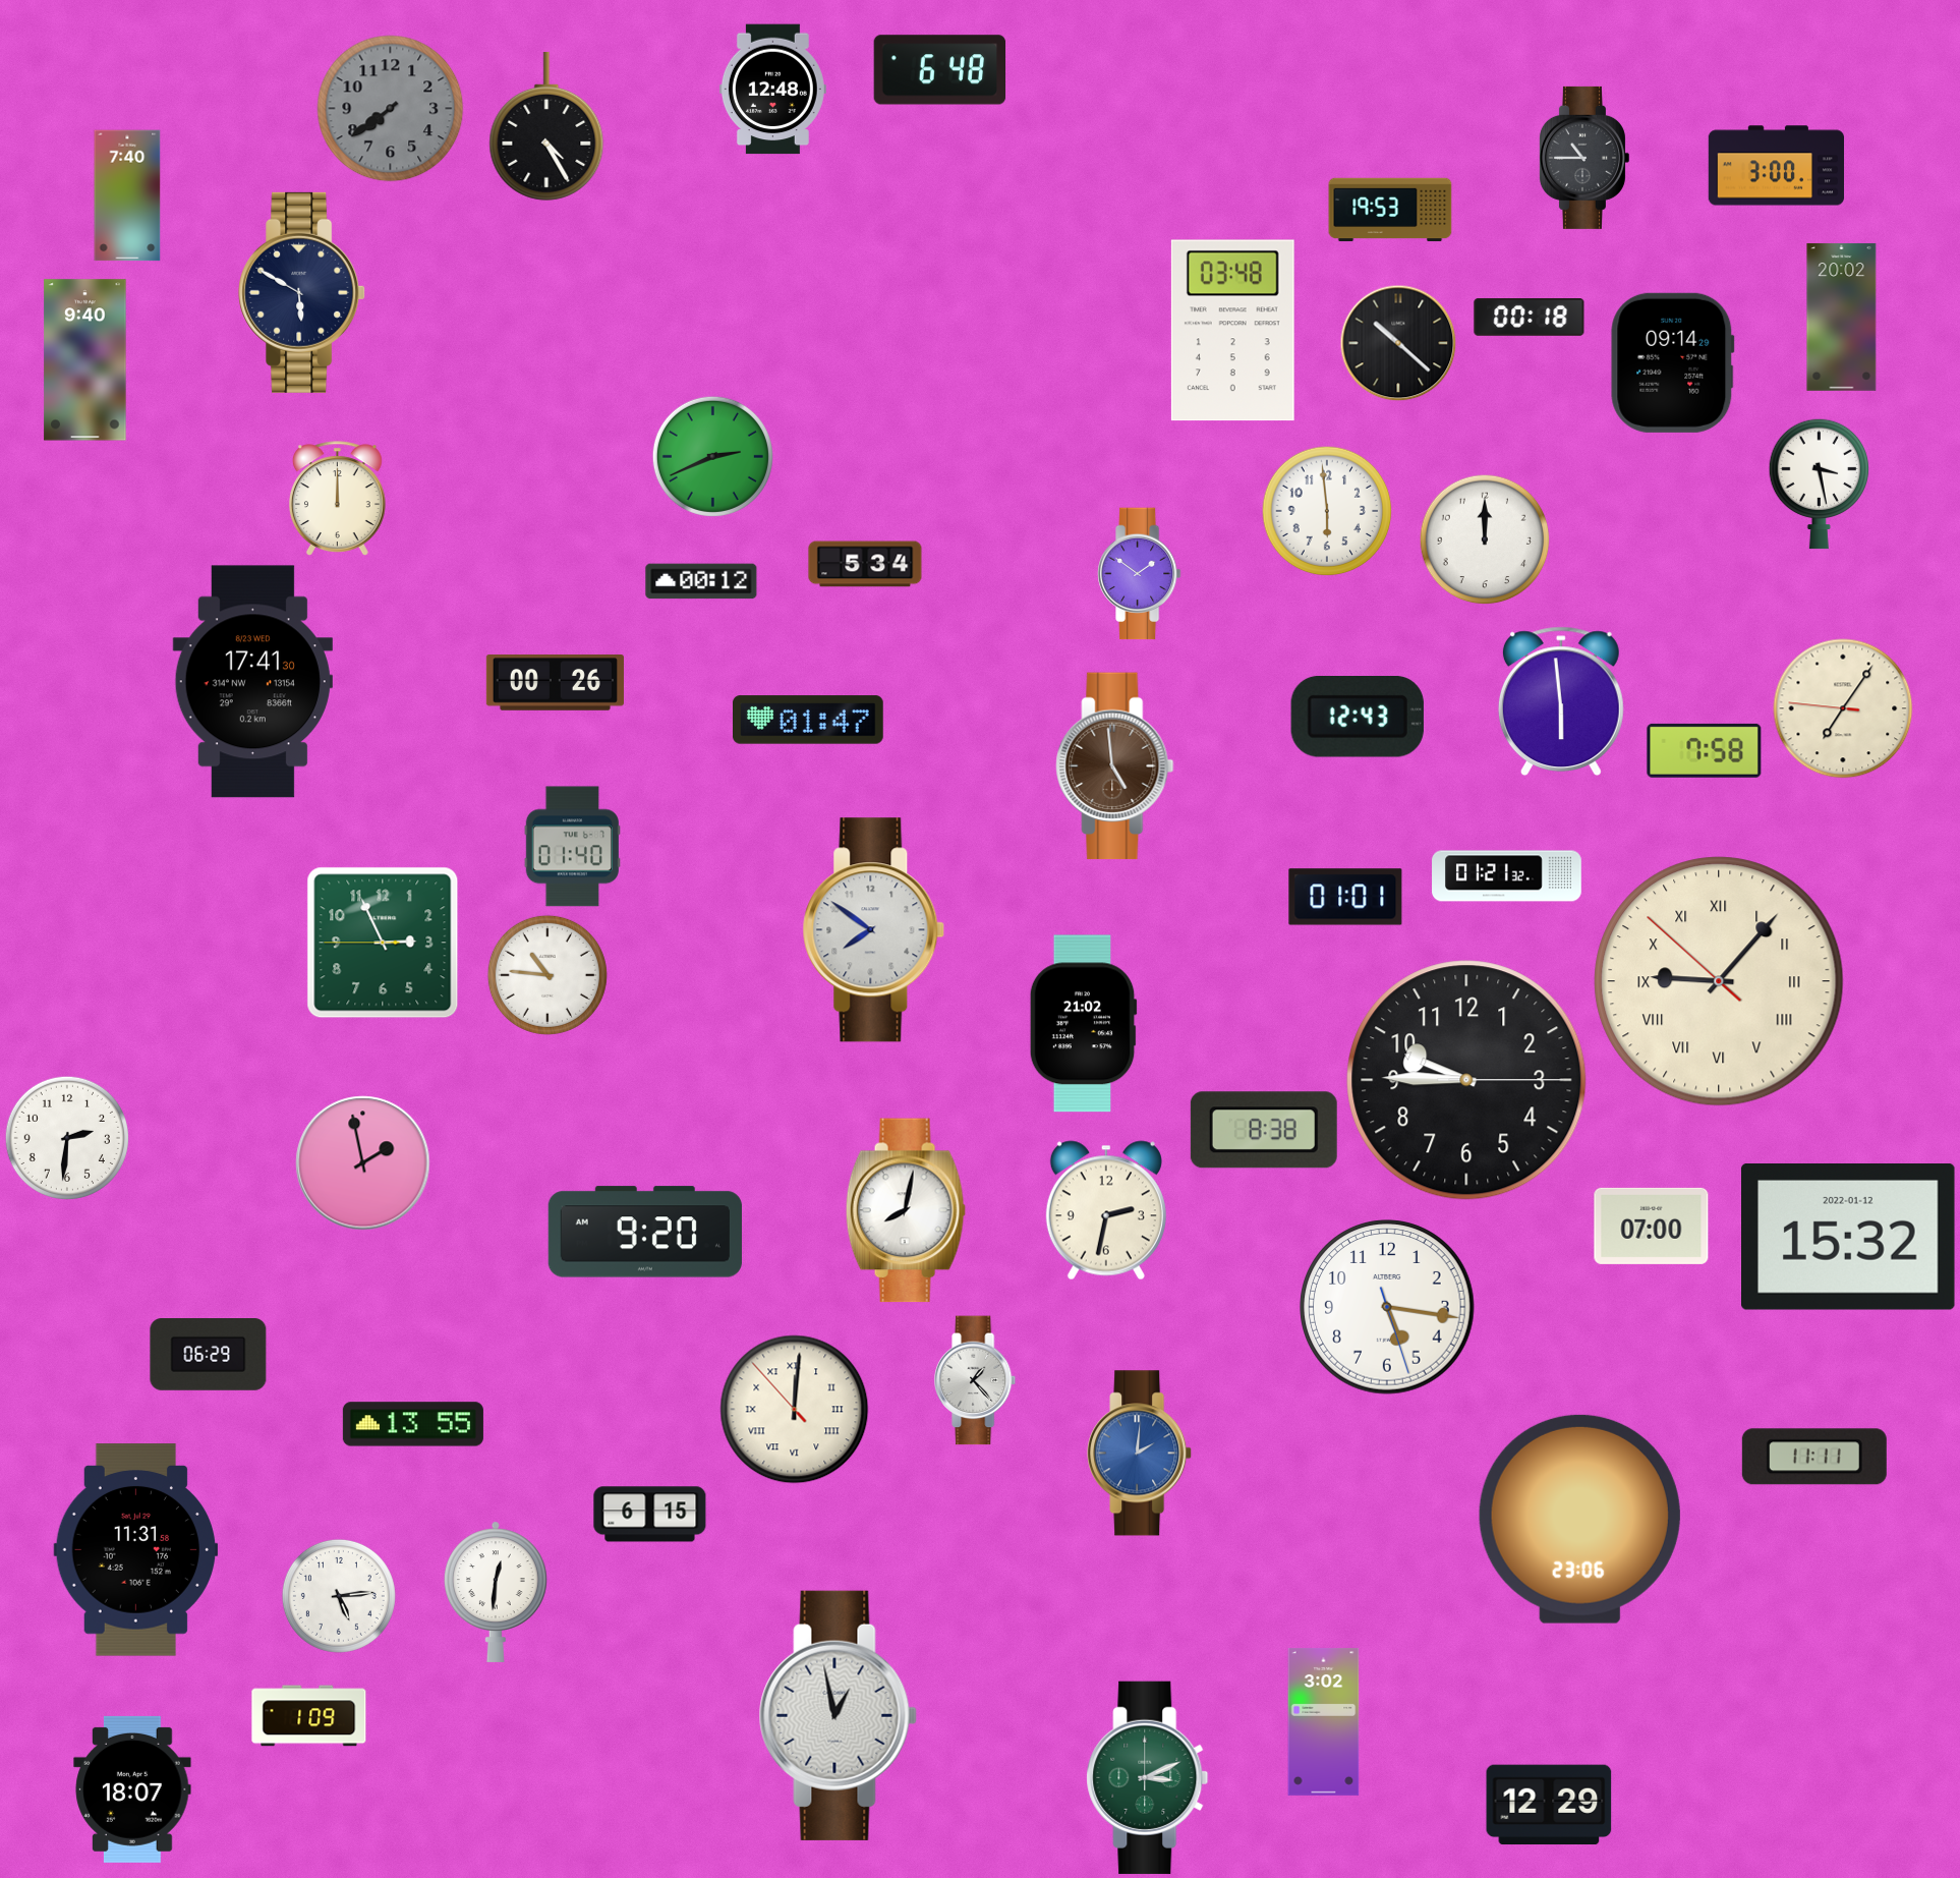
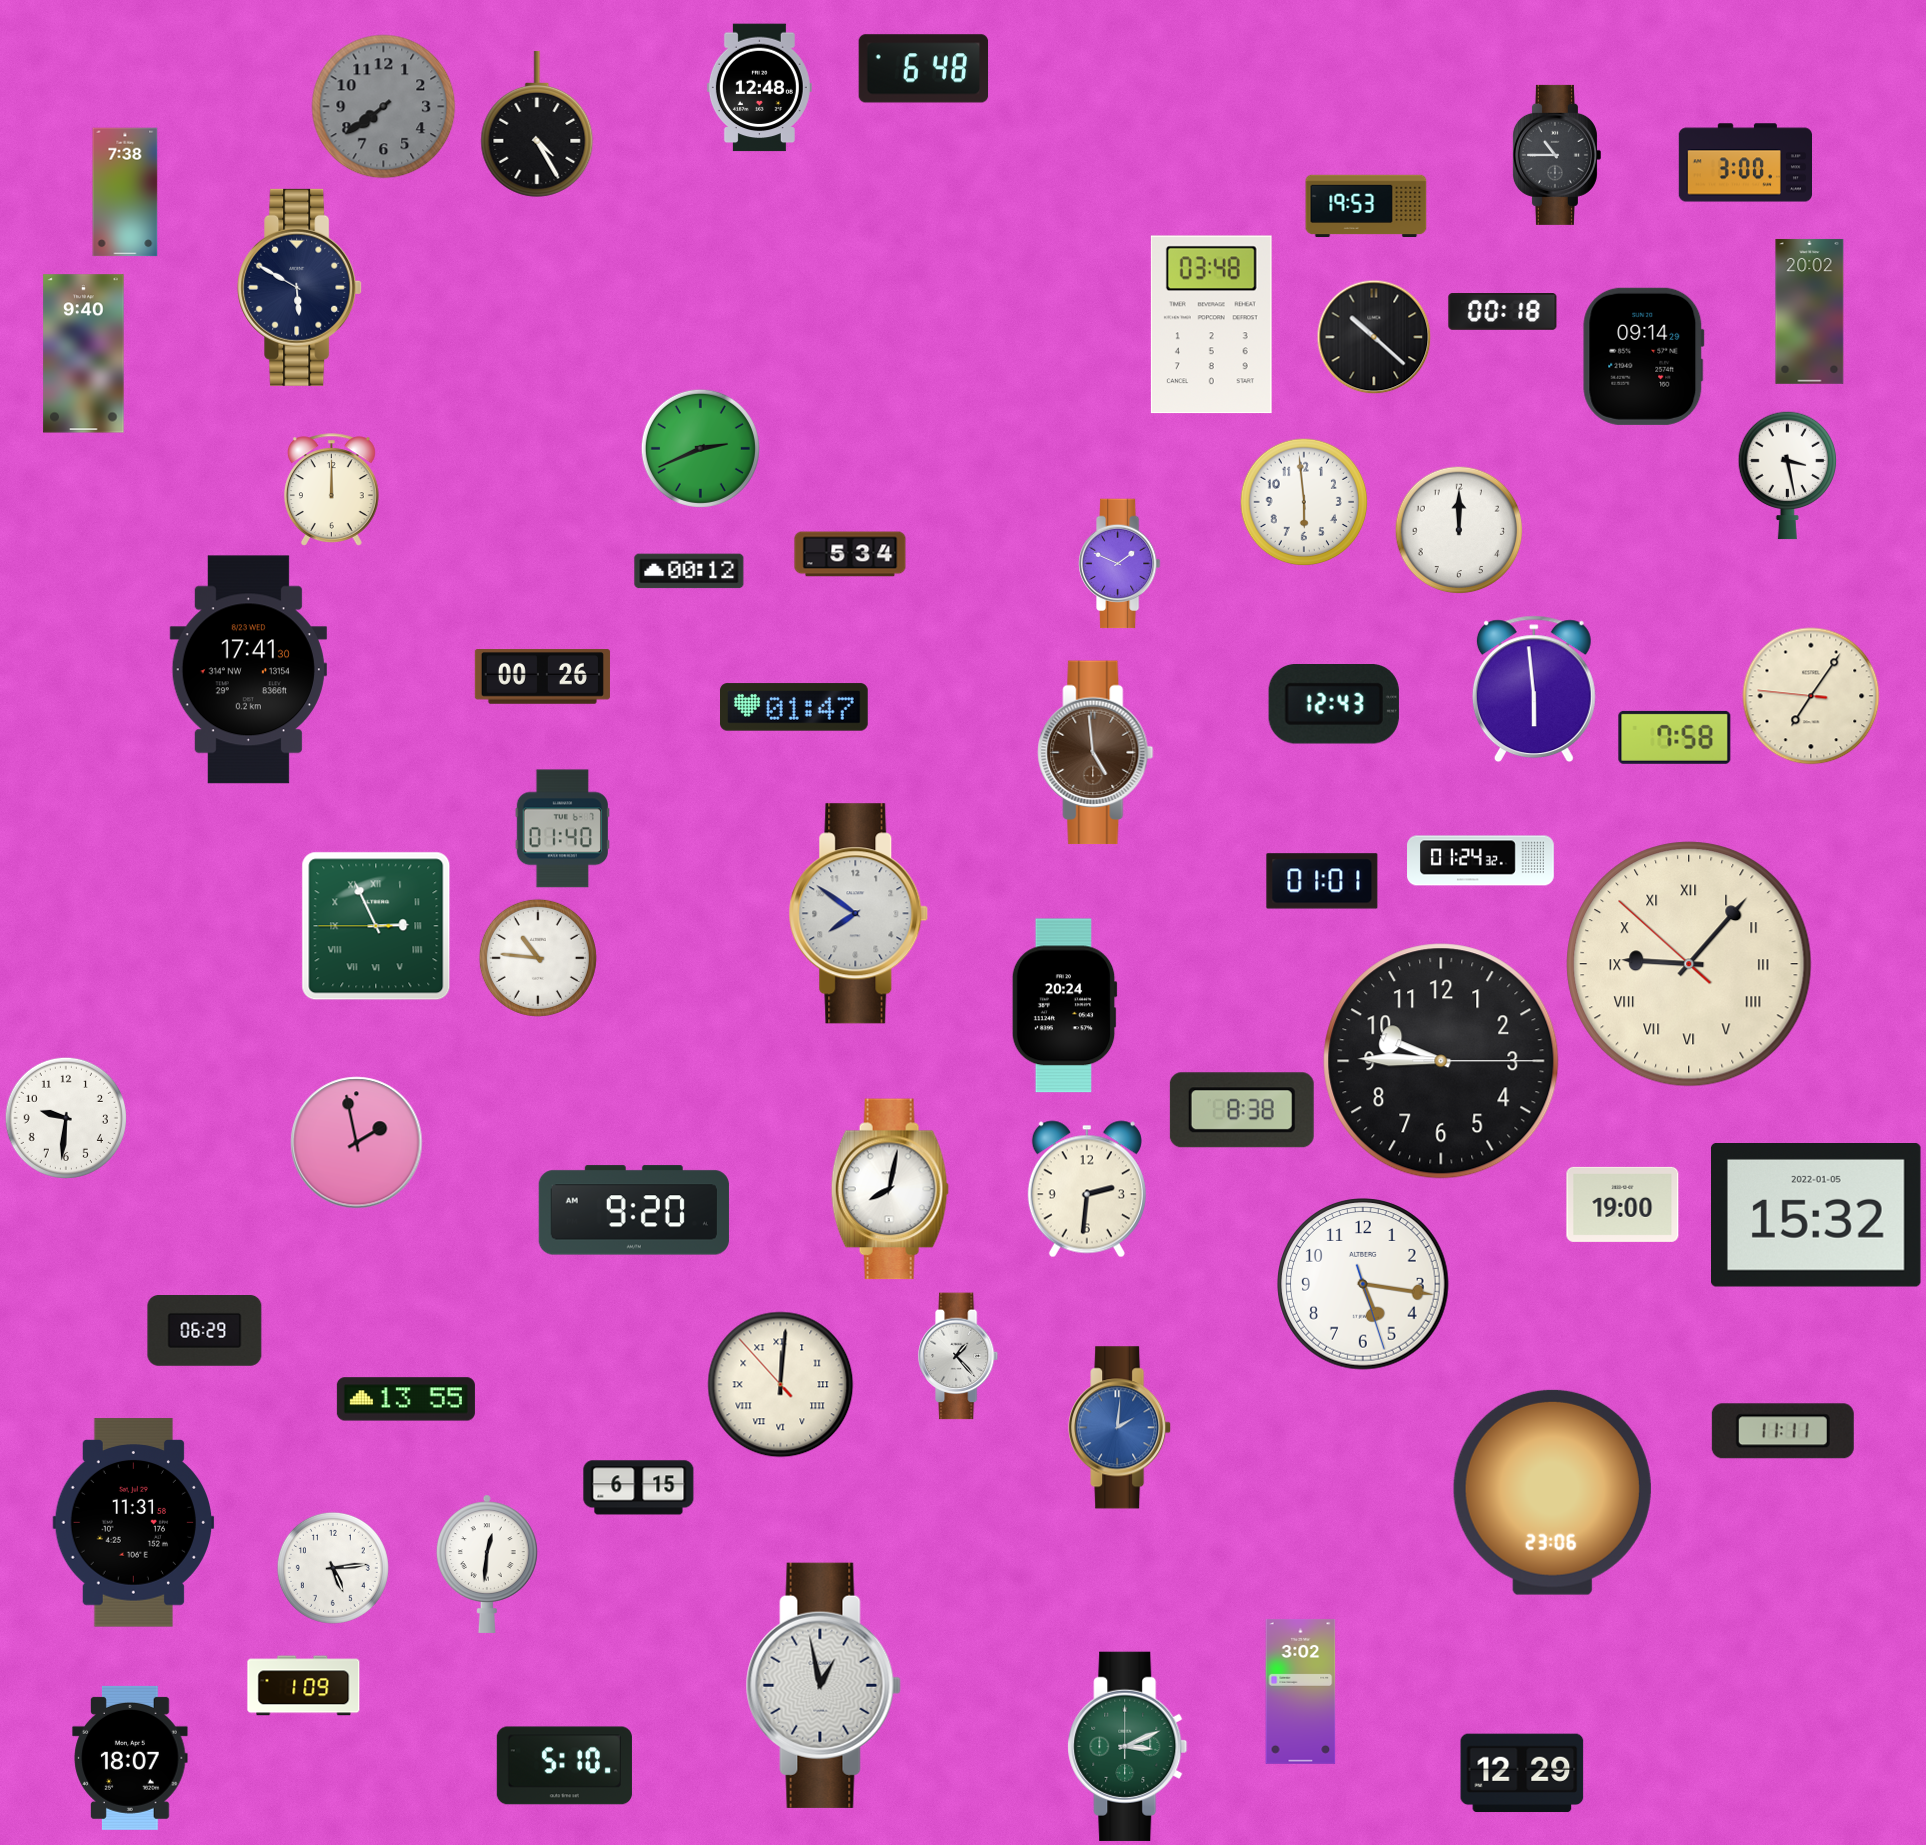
clock at (127, 195): 7:40 -> 7:38
clock at (302, 292) position: (302, 292) -> (300, 287)
clock at (1140, 574): 1:51 -> 1:49
clock at (555, 683) position: (555, 683) -> (542, 677)
clock at (572, 847) position: (572, 847) -> (562, 829)
clock at (1507, 876): 01:21 -> 01:24
clock at (383, 943) numerals: Arabic -> Roman
clock at (1083, 1024): 21:02 -> 20:24
clock at (67, 1138): 2:31 -> 9:31
clock at (1106, 1210): 2:32 -> 2:31
clock at (1652, 1226): 07:00 -> 19:00
clock at (1849, 1238) date: 2022-01-12 -> 2022-01-05
clock at (564, 1766): none -> 5:10
